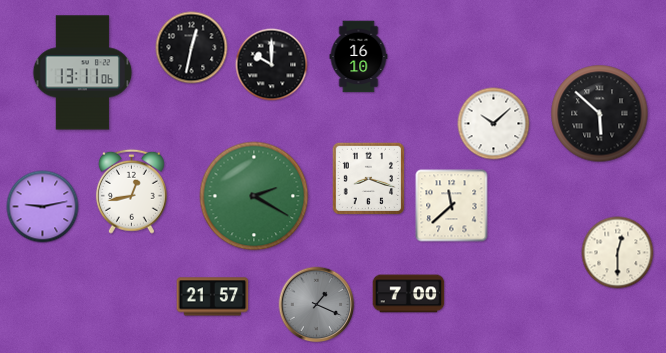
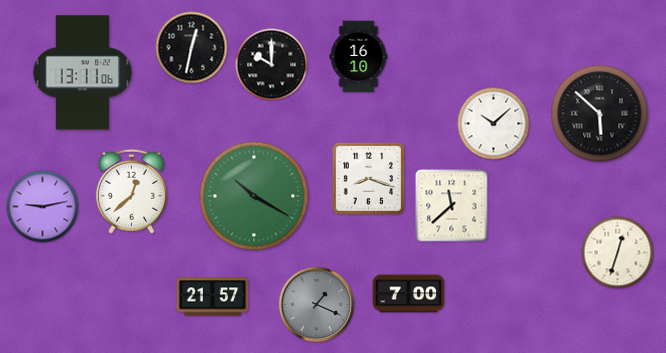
clock at (131, 191): 12:43 -> 12:38
clock at (254, 196): 2:20 -> 10:20
clock at (618, 253): 12:30 -> 12:33
